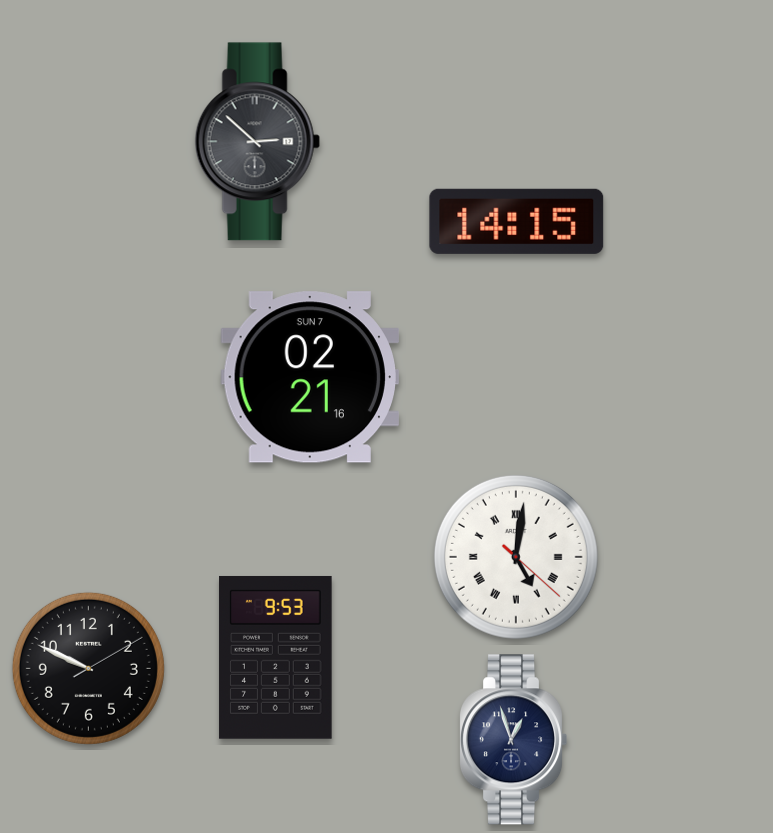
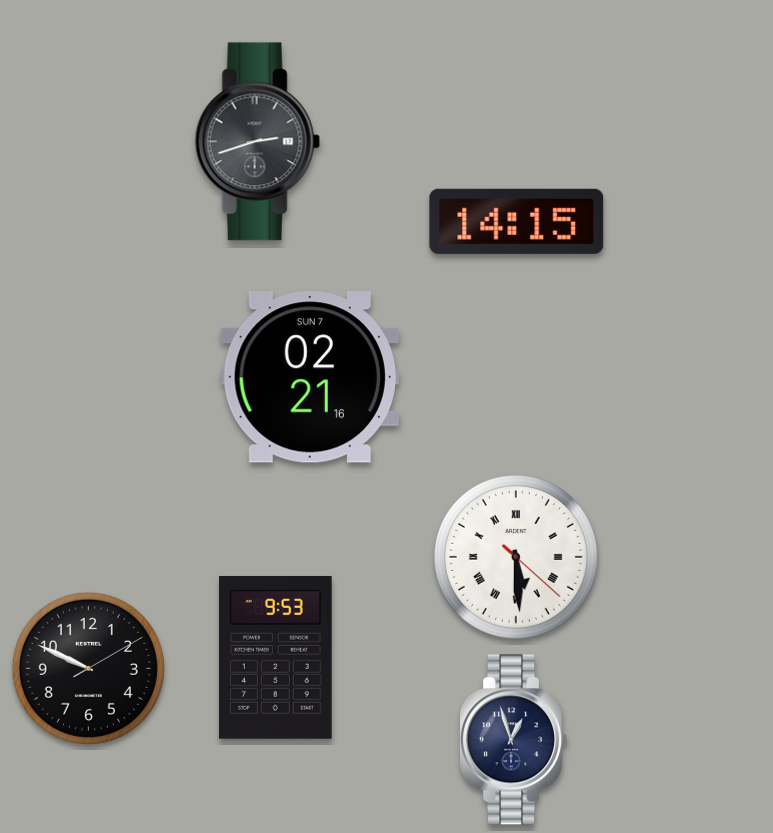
clock at (257, 142): 2:52 -> 2:42
clock at (516, 557): 5:01 -> 5:29
